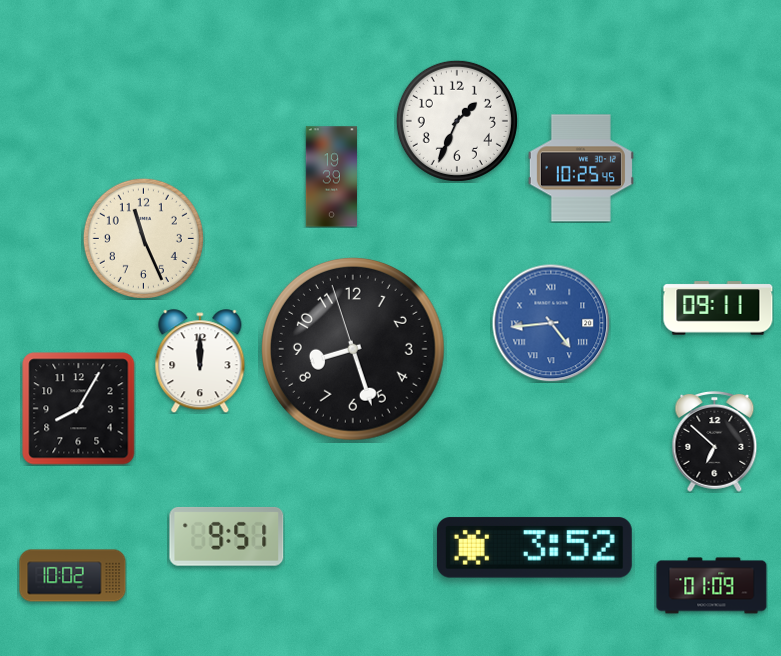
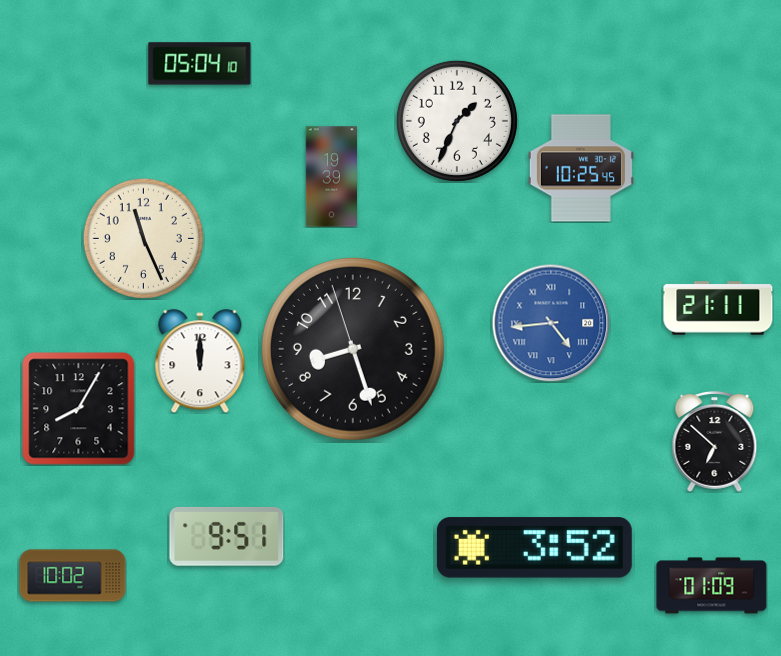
clock at (200, 64): none -> 05:04
clock at (718, 308): 09:11 -> 21:11
